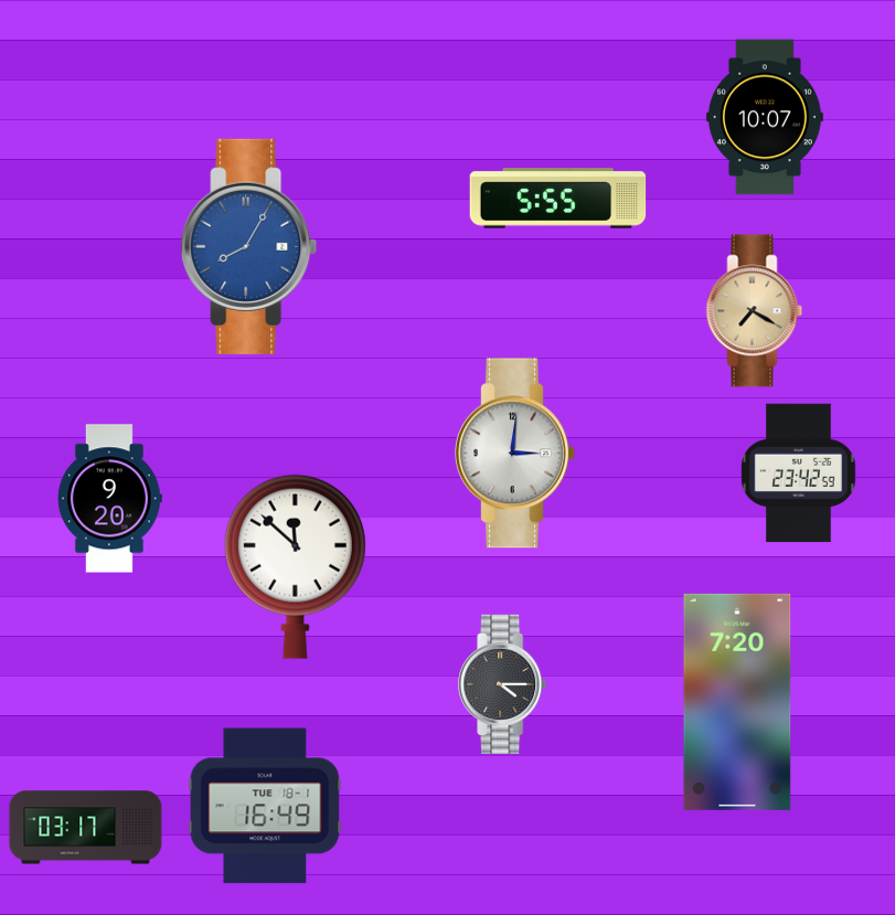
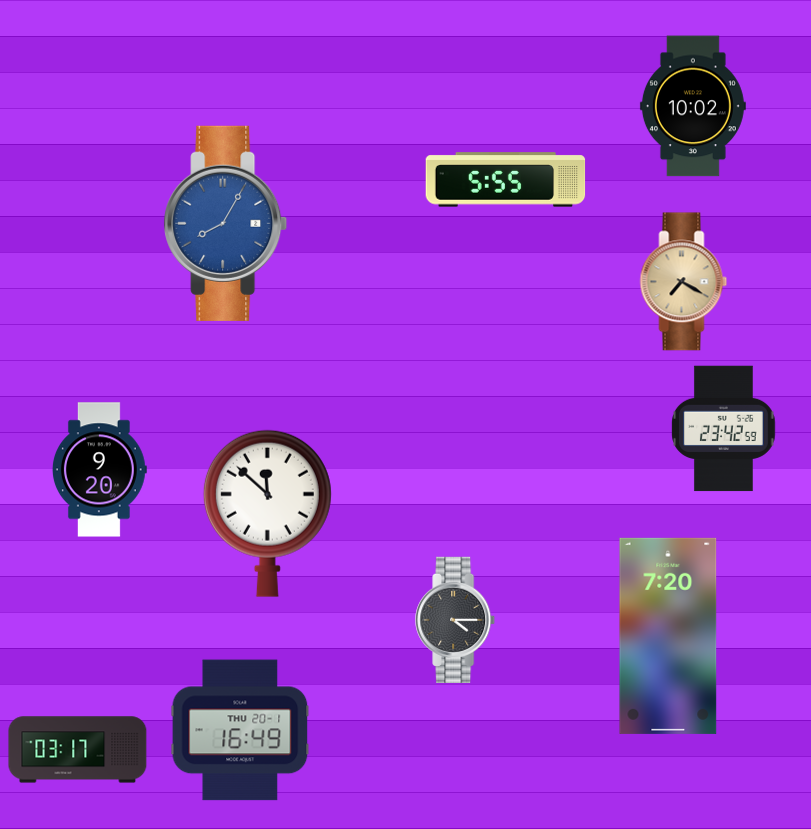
clock at (765, 117): 10:07 -> 10:02
clock at (515, 454): 3:01 -> none
clock at (109, 499) position: (109, 499) -> (99, 470)
clock at (265, 806) date: TUE 18-1 -> THU 20-1
